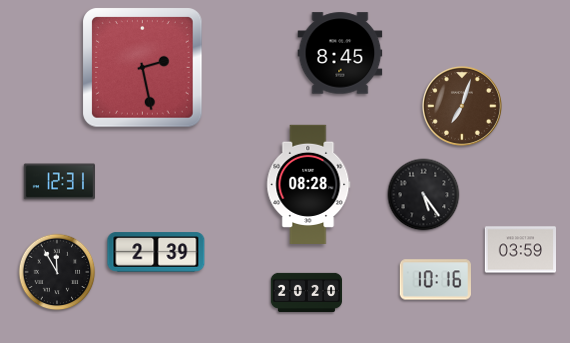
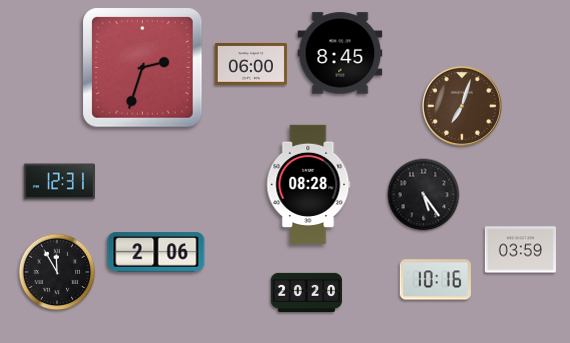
clock at (251, 64): none -> 06:00
clock at (143, 68): 2:28 -> 2:33
clock at (156, 252): 2:39 -> 2:06
